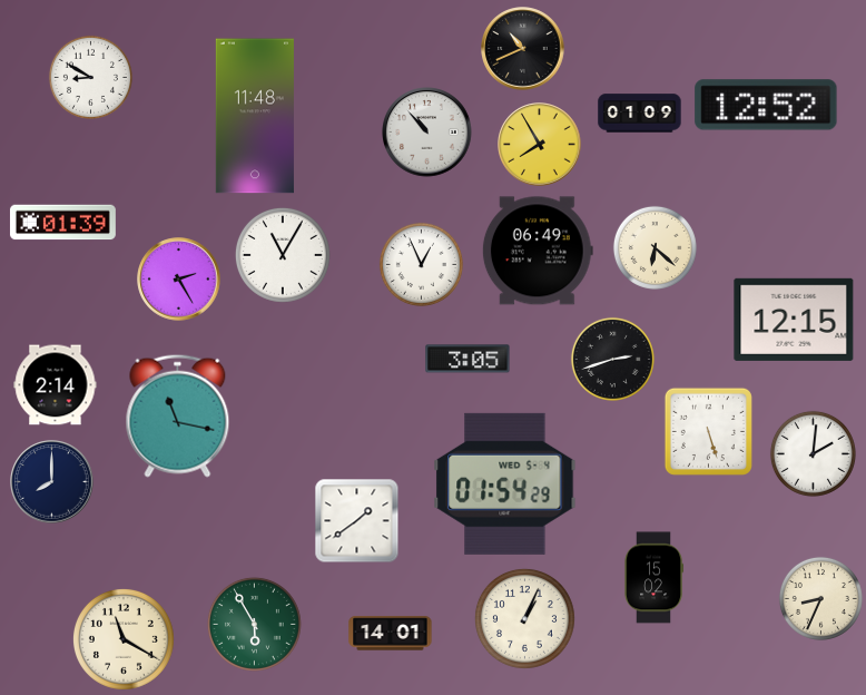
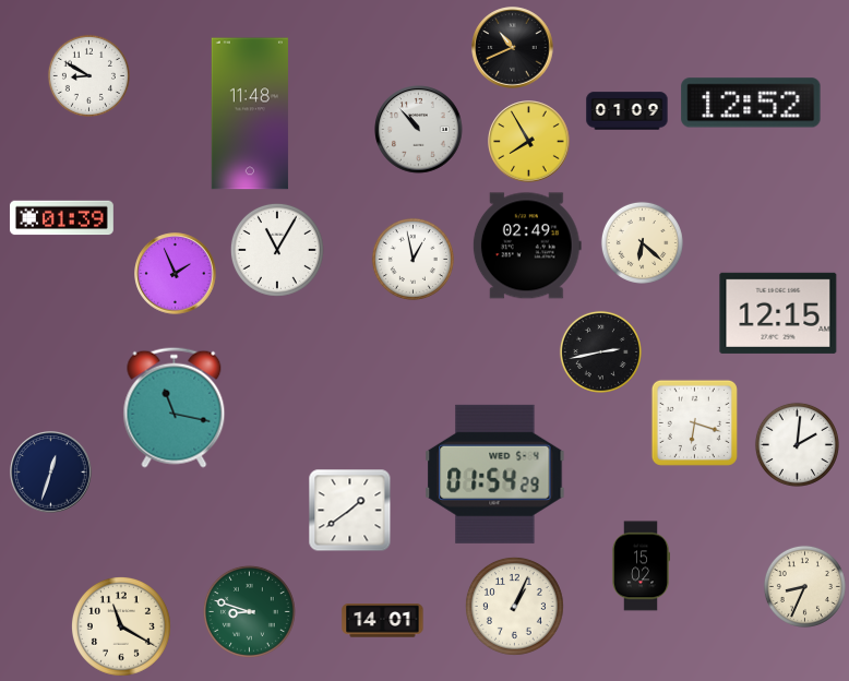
clock at (538, 251): 06:49 -> 02:49
clock at (421, 264): 12:56 -> 12:58
clock at (179, 280): 2:25 -> 1:56
clock at (468, 359): 3:05 -> none
clock at (612, 359): 2:42 -> 2:43
clock at (56, 385): 2:14 -> none
clock at (708, 431): 5:27 -> 6:18
clock at (52, 482): 8:00 -> 12:33
clock at (254, 624): 5:55 -> 8:48
